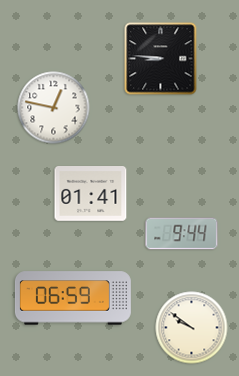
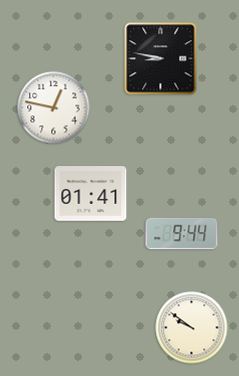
clock at (161, 59): 8:46 -> 8:47
clock at (73, 298): 06:59 -> none
